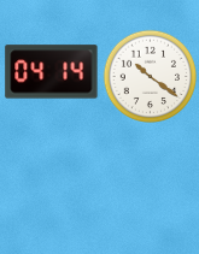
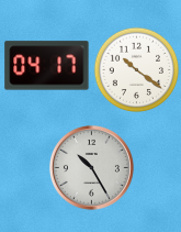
clock at (52, 72): 04:14 -> 04:17
clock at (91, 167): none -> 10:25
